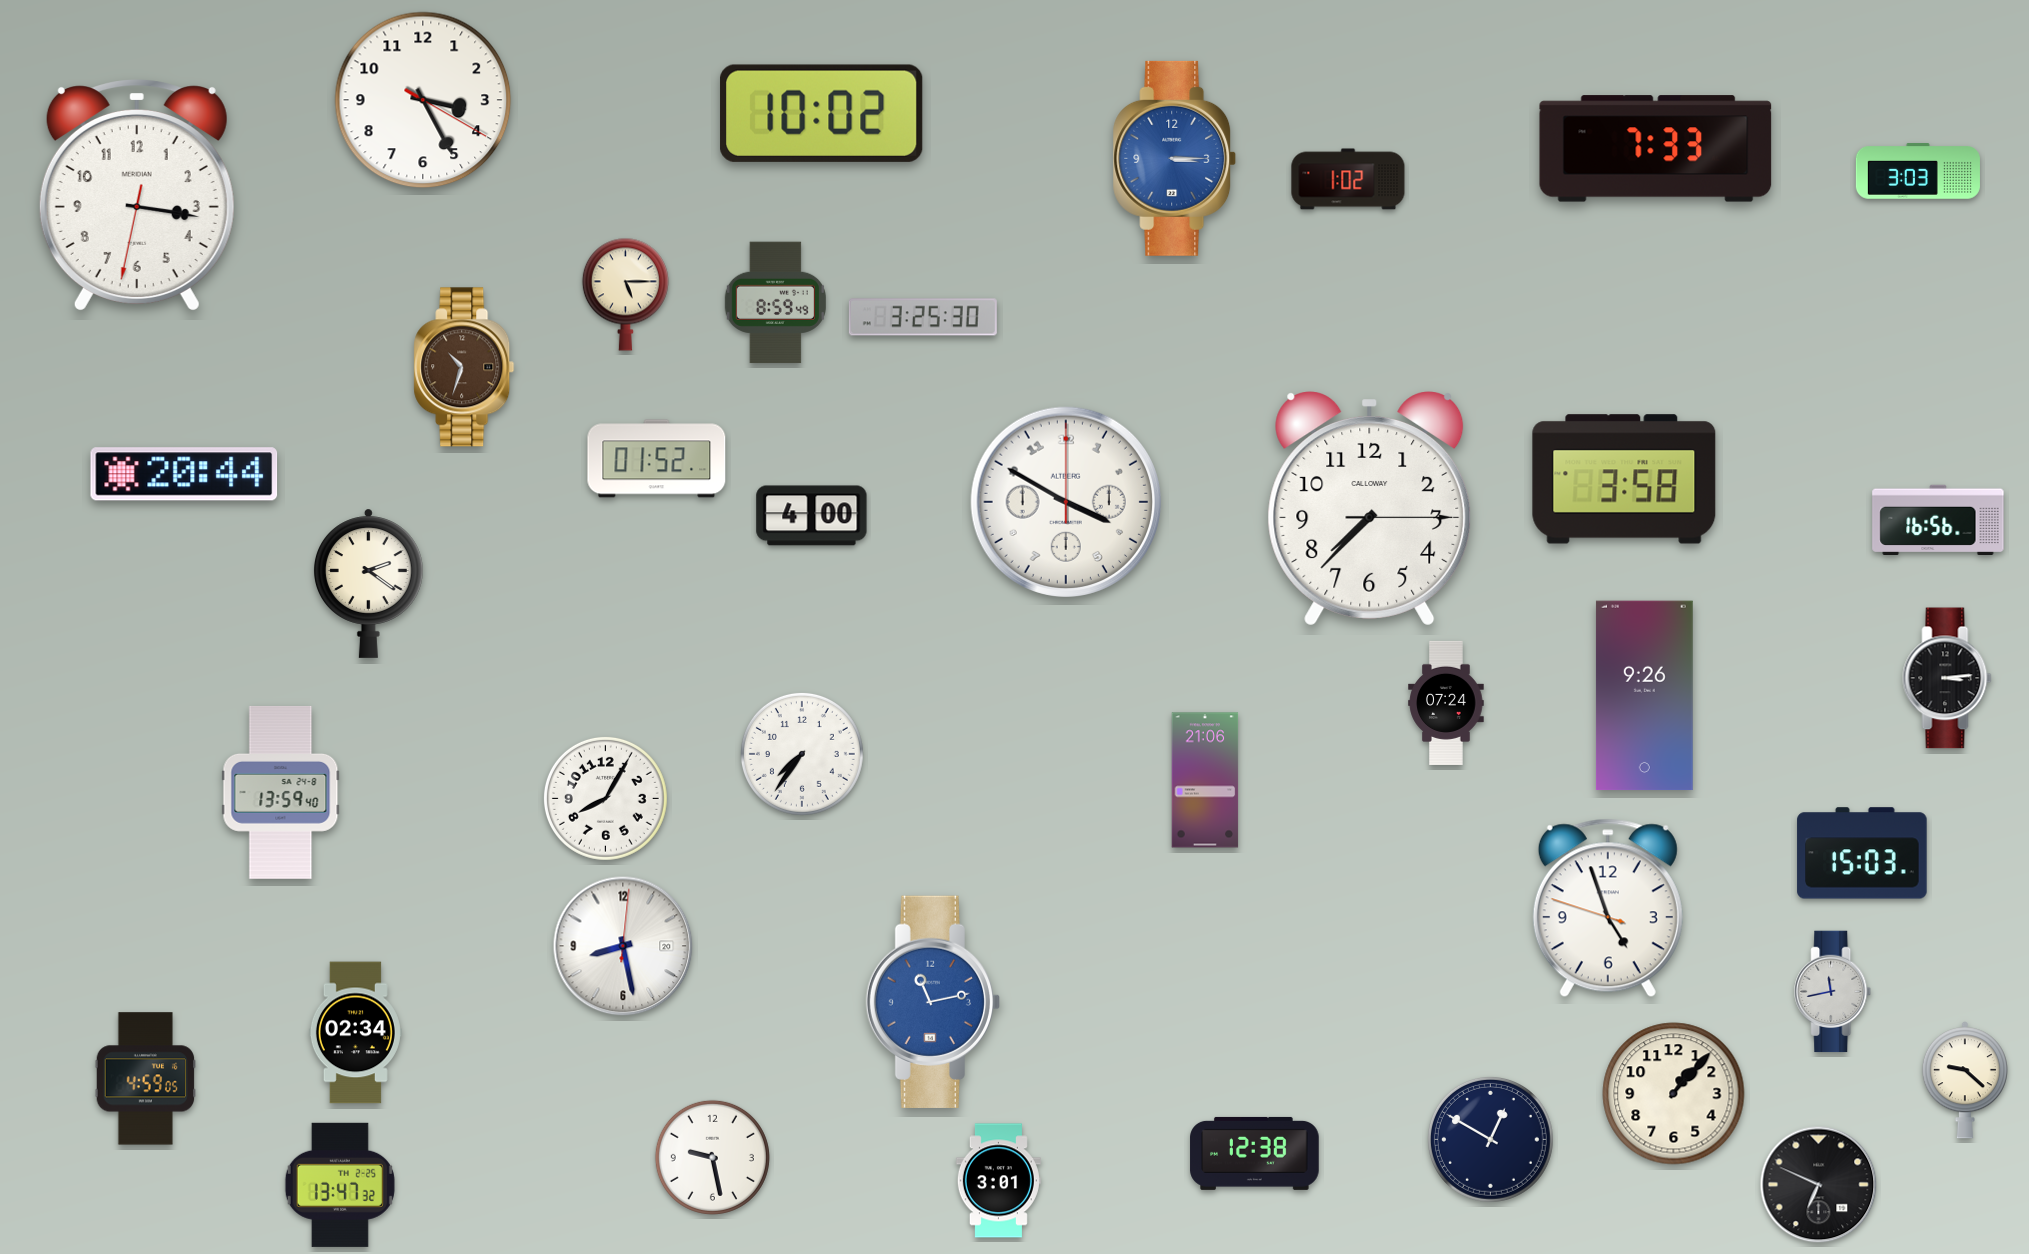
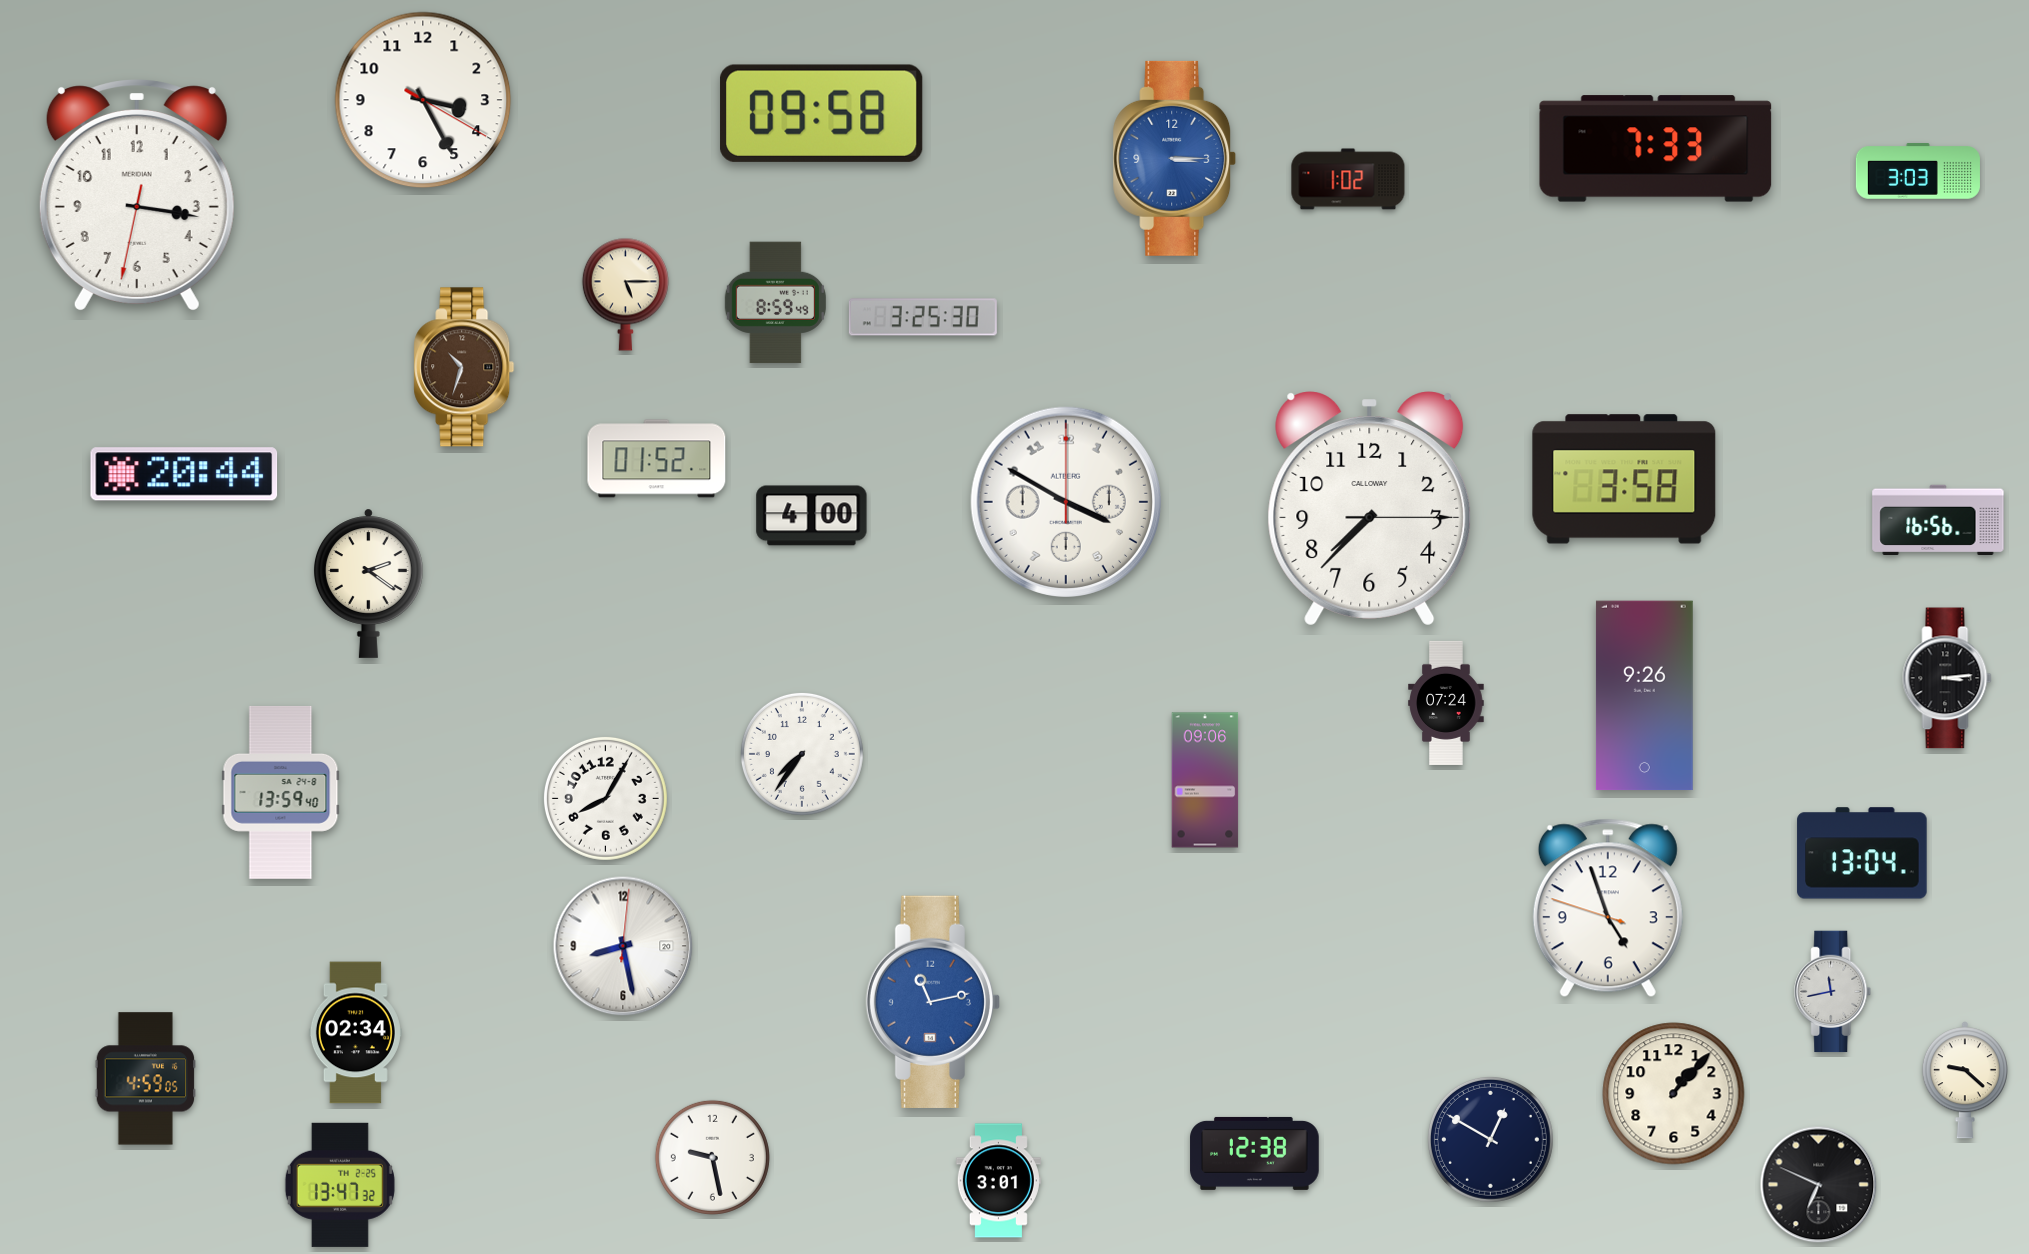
clock at (822, 113): 10:02 -> 09:58
clock at (1205, 780): 21:06 -> 09:06
clock at (1862, 853): 15:03 -> 13:04
